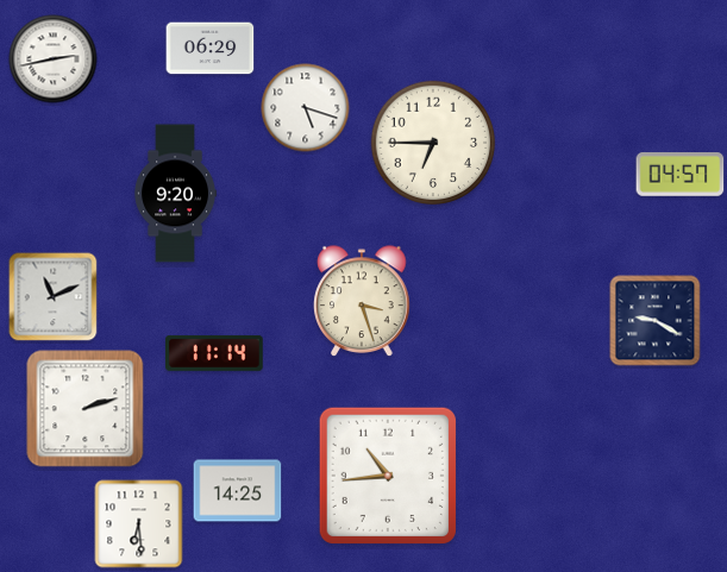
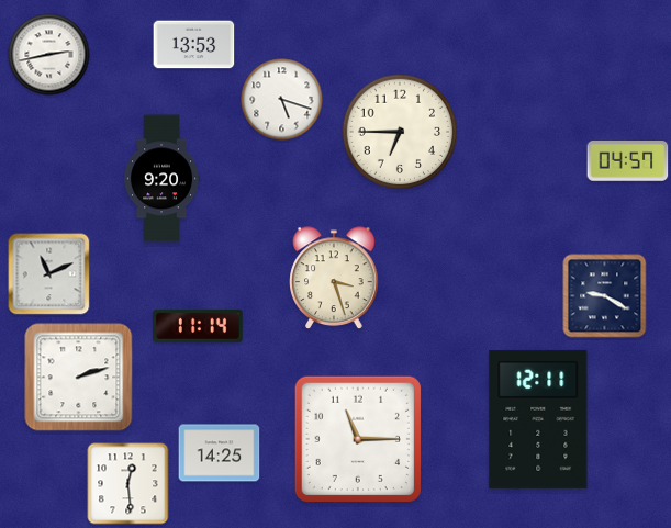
clock at (211, 49): 06:29 -> 13:53
clock at (538, 419): none -> 12:11
clock at (388, 476): 10:44 -> 11:15
clock at (139, 524): 6:29 -> 12:29
